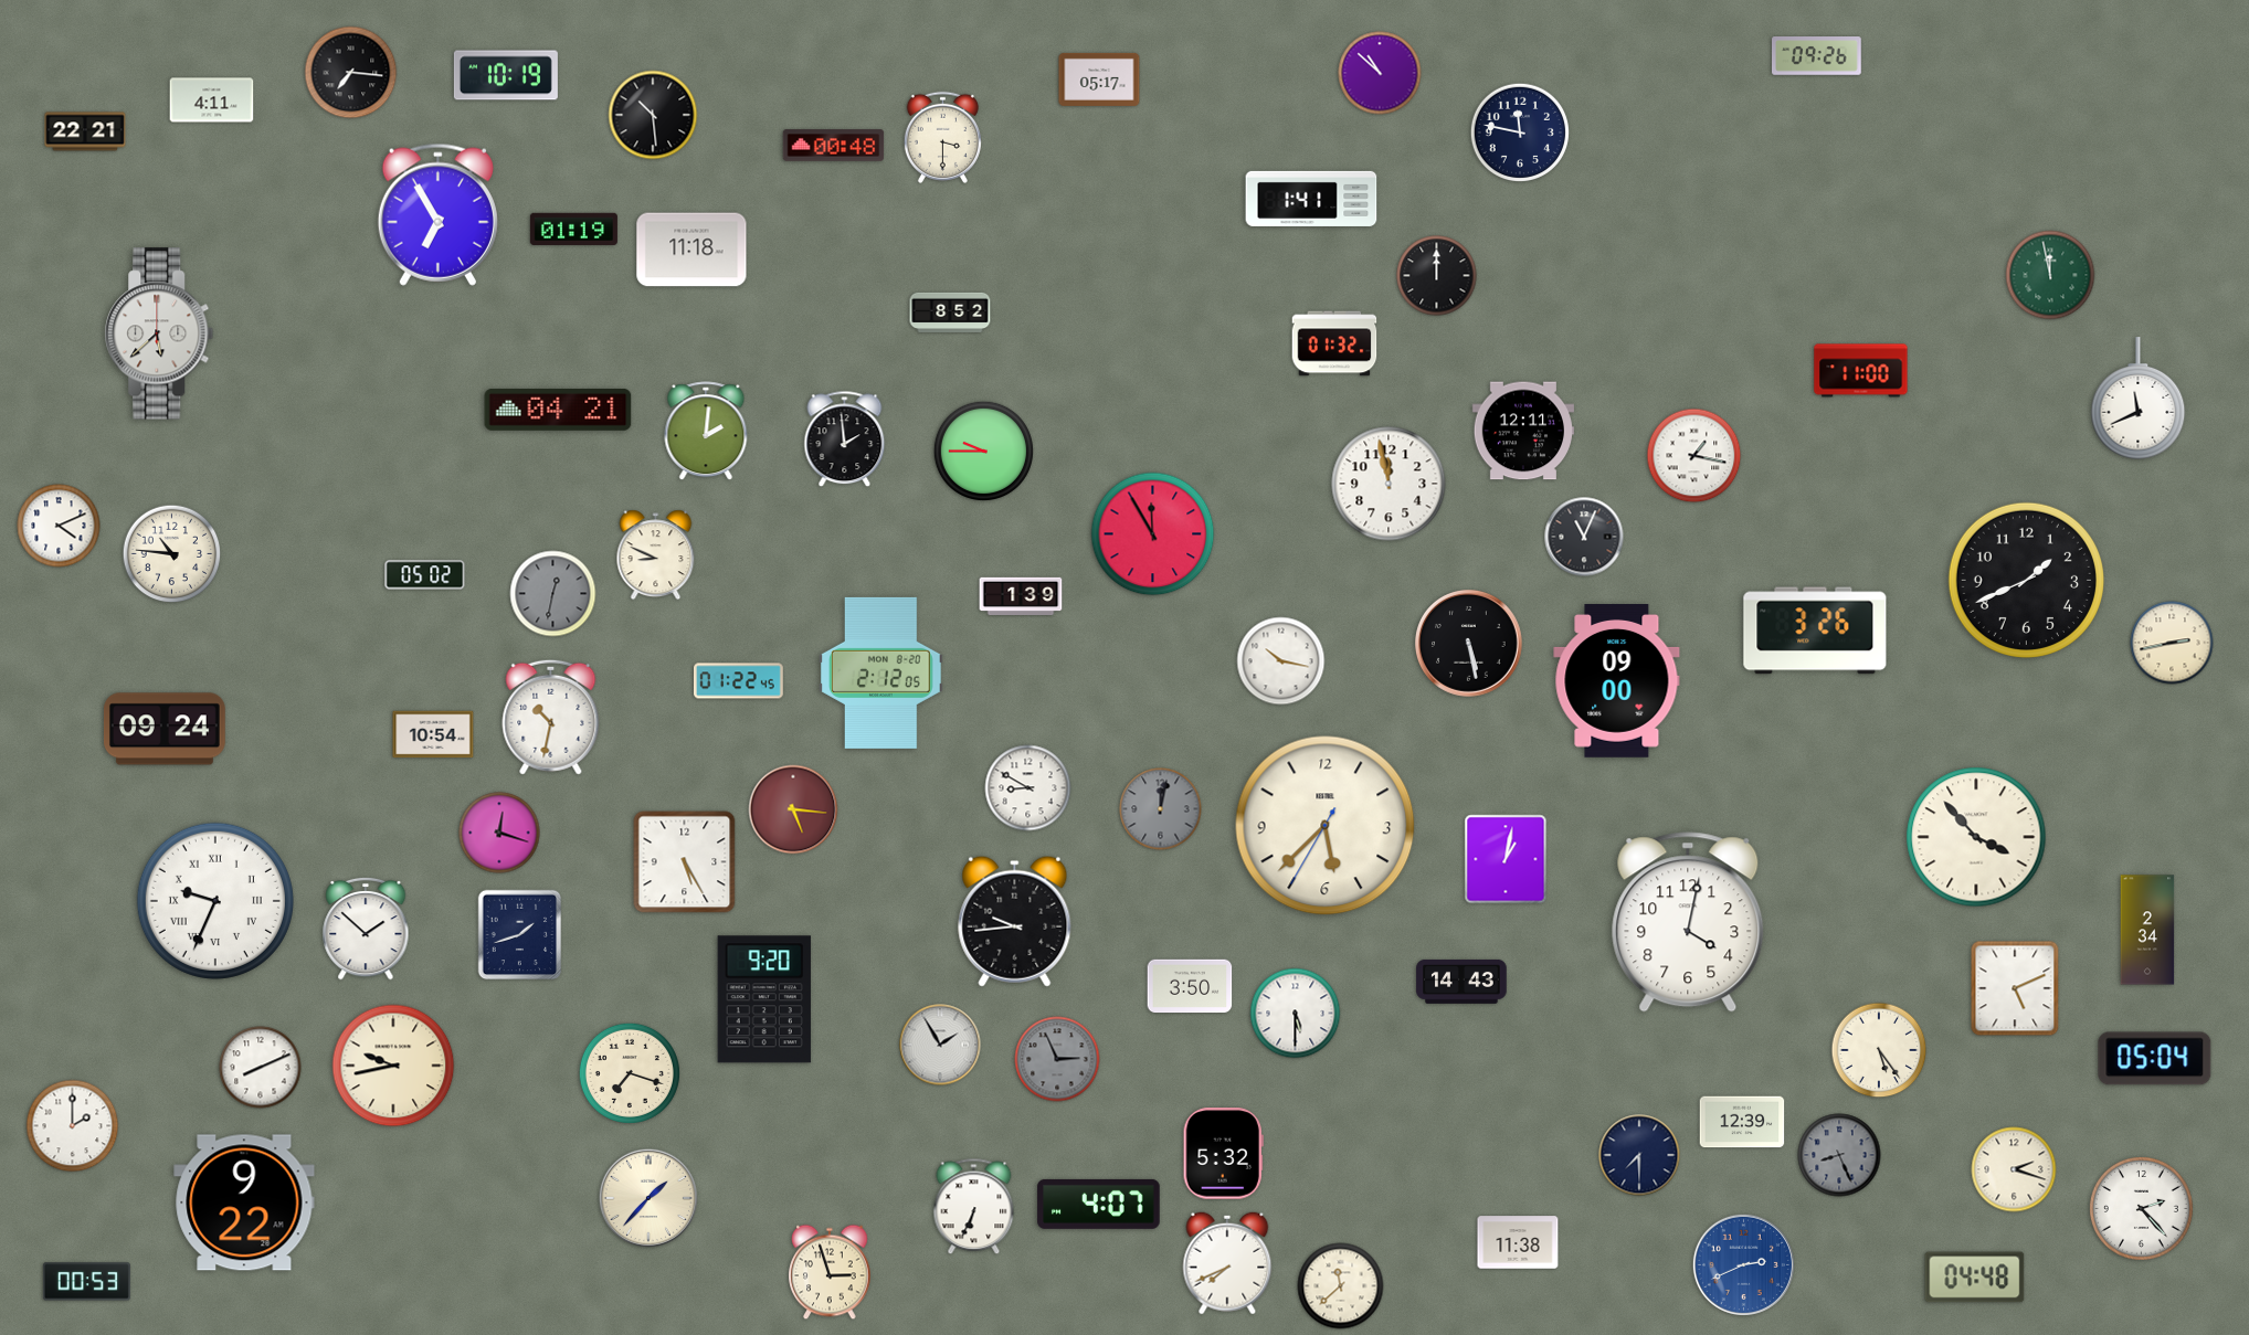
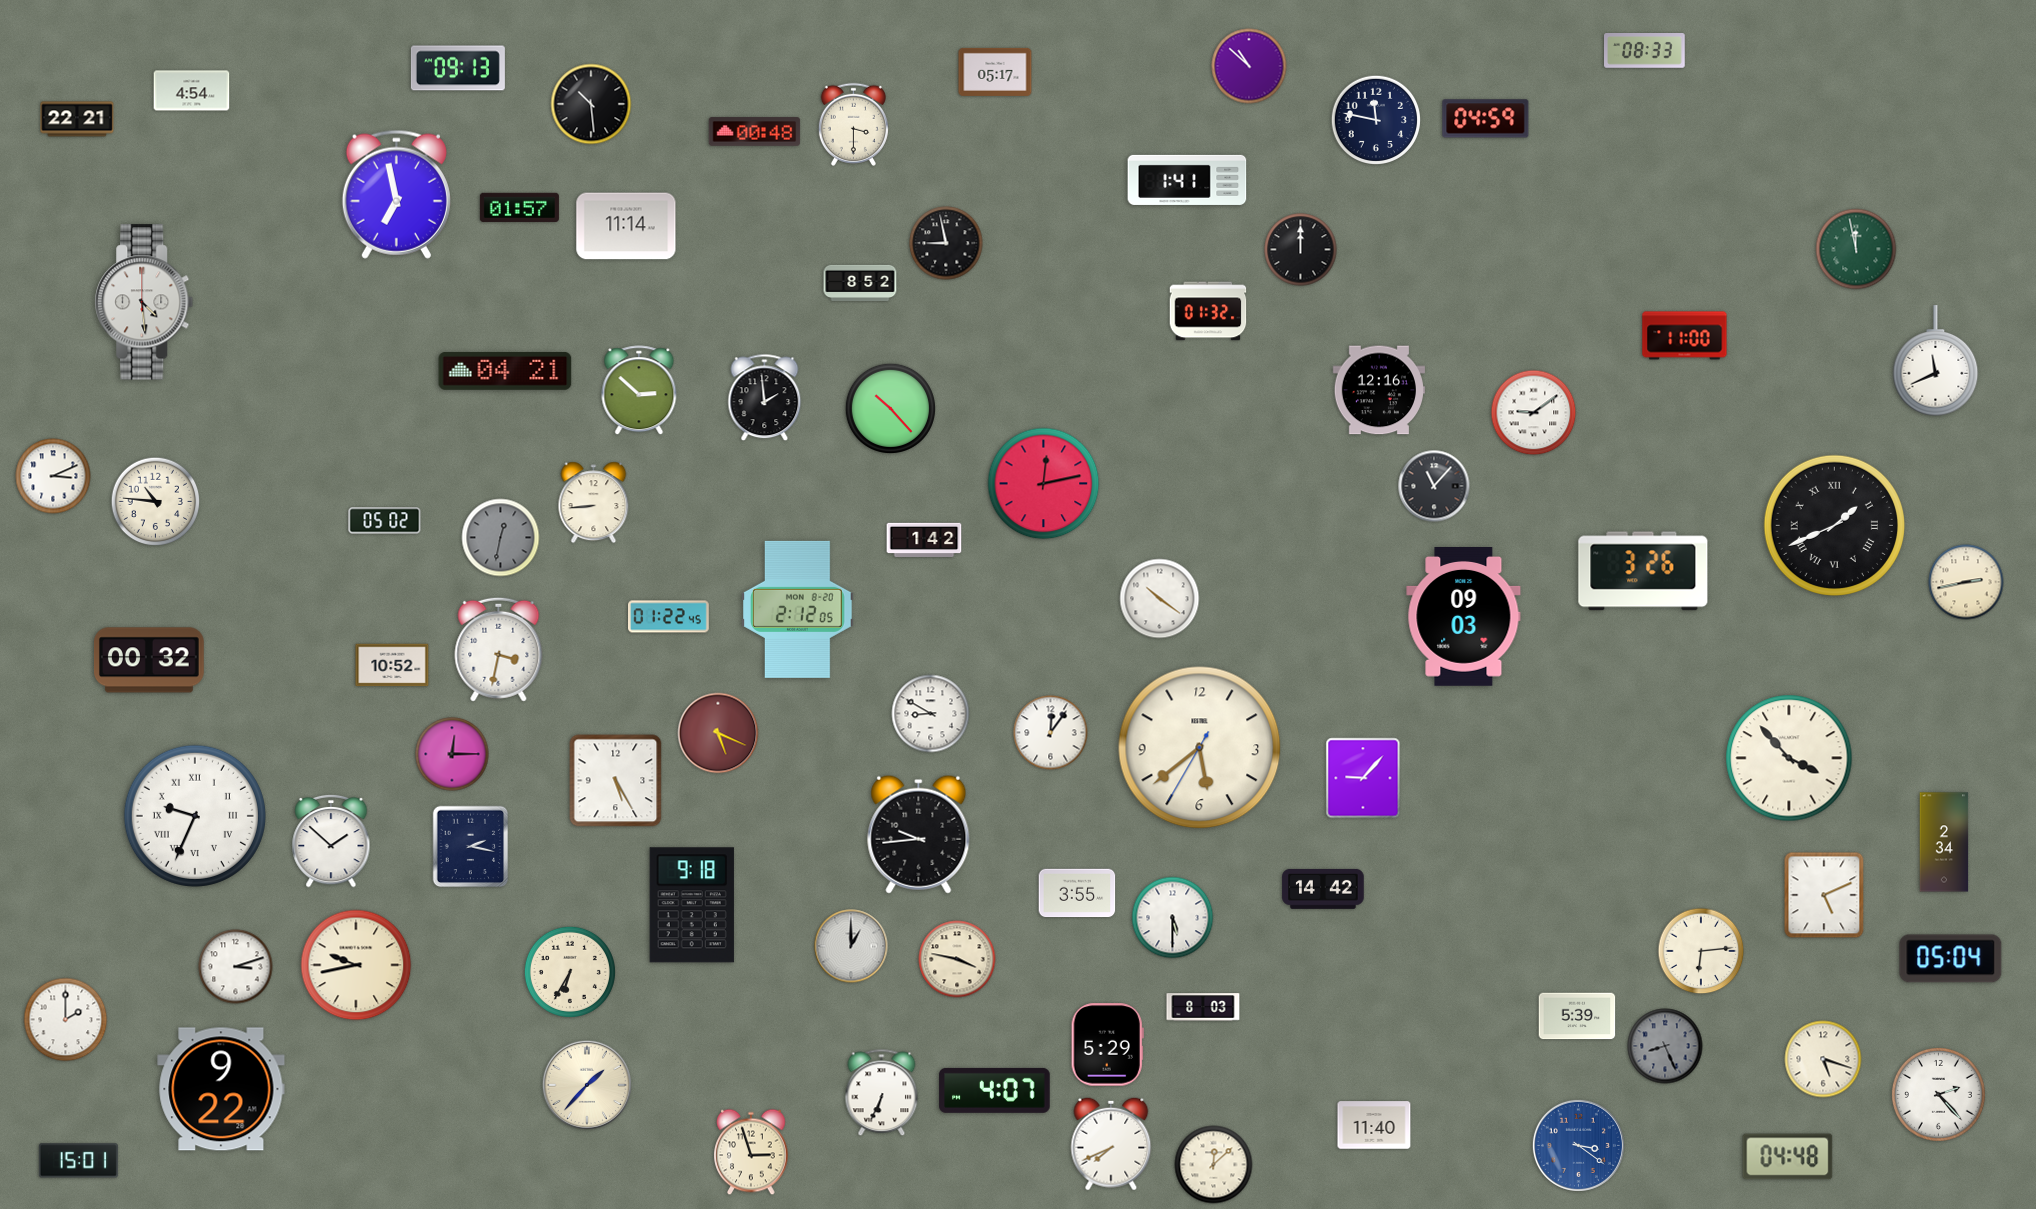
clock at (1817, 56): 09:26 -> 08:33
clock at (351, 73): 7:16 -> none
clock at (506, 75): 10:19 -> 09:13
clock at (212, 100): 4:11 -> 4:54
clock at (1486, 119): none -> 04:59
clock at (437, 214): 6:55 -> 6:58
clock at (573, 229): 01:19 -> 01:57
clock at (691, 250): 11:18 -> 11:14
clock at (946, 243): none -> 8:58
clock at (159, 333): 5:38 -> 4:29
clock at (1522, 431): 12:11 -> 12:16
clock at (706, 432): 2:01 -> 2:52
clock at (983, 451): 9:45 -> 10:23
clock at (1694, 456): 1:17 -> 9:09
clock at (1389, 484): 11:58 -> none
clock at (59, 526): 4:11 -> 3:11
clock at (1153, 534): 11:55 -> 12:13
clock at (1584, 537): 11:04 -> 11:07
clock at (656, 555): 8:49 -> 8:44
clock at (2026, 580) numerals: Arabic -> Roman
clock at (1021, 596): 1:39 -> 1:42
clock at (1469, 644): 5:28 -> none
clock at (1281, 661): 10:17 -> 10:21
clock at (1617, 681): 09:00 -> 09:03
clock at (551, 717): 10:32 -> 3:32
clock at (165, 729): 09:24 -> 00:32
clock at (433, 734): 10:54 -> 10:52
clock at (793, 809): 5:16 -> 5:19
clock at (1161, 809): 12:02 -> 12:06
clock at (1161, 809) dial: grey -> white
clock at (1326, 826): 5:37 -> 5:38
clock at (499, 833): 12:18 -> 12:15
clock at (1506, 859): 1:02 -> 9:07
clock at (685, 862) position: (685, 862) -> (616, 781)
clock at (1688, 922): 4:02 -> none
clock at (520, 935): 1:42 -> 2:17
clock at (1461, 982): 14:43 -> 14:42
clock at (1190, 986): 3:50 -> 3:55
clock at (764, 999): 9:20 -> 9:18
clock at (940, 1045): 1:55 -> 1:00
clock at (1879, 1050): 5:24 -> 6:14
clock at (1057, 1059): 2:56 -> 3:47
clock at (1057, 1059) dial: grey -> cream
clock at (261, 1068): 8:11 -> 3:12
clock at (630, 1073): 7:18 -> 6:35
clock at (1203, 1007): none -> 8:03
clock at (1742, 1122): 12:39 -> 5:39
clock at (1223, 1154): 5:32 -> 5:29
clock at (1639, 1155): 7:30 -> none
clock at (2014, 1169): 2:18 -> 5:18
clock at (1518, 1242): 11:38 -> 11:40
clock at (1743, 1264): 2:41 -> 3:21
clock at (86, 1282): 00:53 -> 15:01
clock at (1341, 1286): 11:38 -> 12:08
